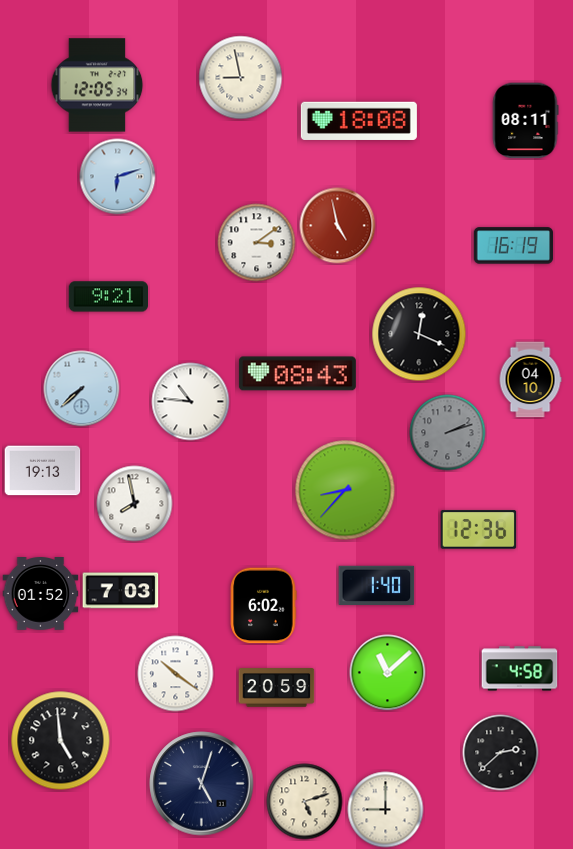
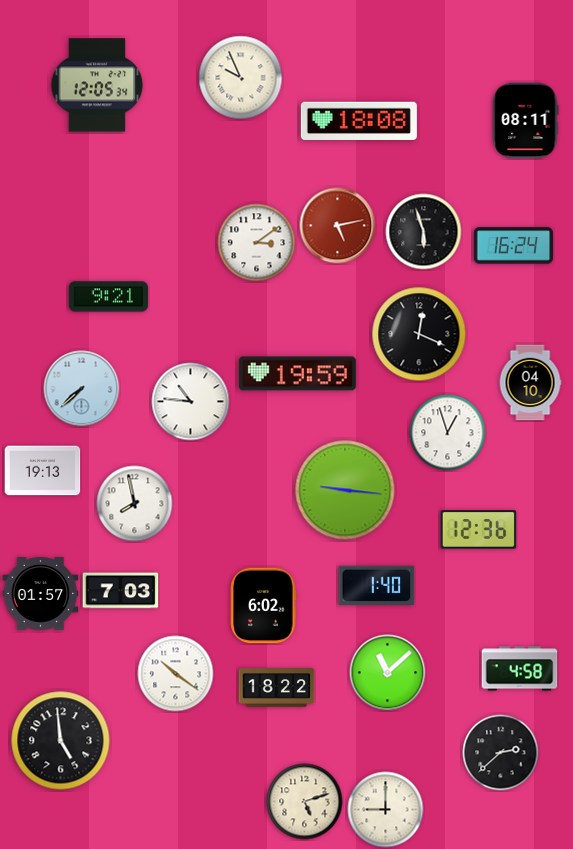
clock at (241, 78): 8:58 -> 9:56
clock at (118, 177): 6:12 -> none
clock at (338, 226): 4:58 -> 5:13
clock at (424, 232): none -> 5:57
clock at (514, 246): 16:19 -> 16:24
clock at (297, 374): 08:43 -> 19:59
clock at (530, 380) position: (530, 380) -> (530, 383)
clock at (448, 433): 2:12 -> 12:57
clock at (448, 433) dial: grey -> white
clock at (345, 490): 8:37 -> 9:16
clock at (41, 594): 01:52 -> 01:57
clock at (277, 688): 20:59 -> 18:22
clock at (202, 784): 5:03 -> none
